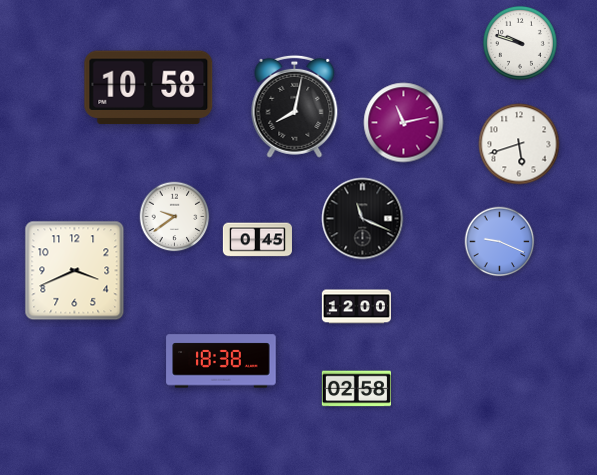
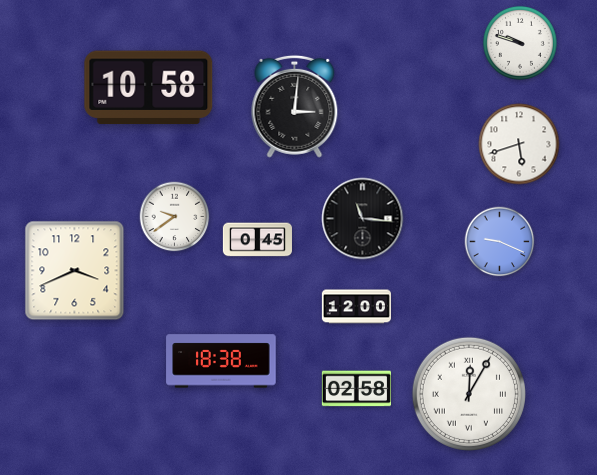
clock at (295, 106): 8:02 -> 3:01
clock at (404, 123): 11:13 -> none
clock at (363, 219): 11:19 -> 11:16
clock at (469, 394): none -> 12:05
